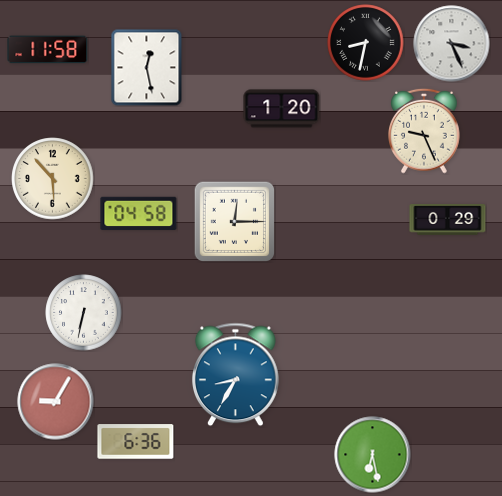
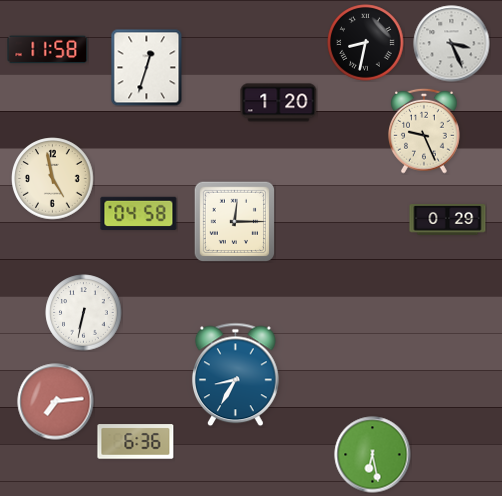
clock at (147, 67): 12:28 -> 12:33
clock at (282, 109) position: (282, 109) -> (279, 103)
clock at (53, 179): 5:53 -> 4:58
clock at (56, 402): 9:05 -> 7:14
